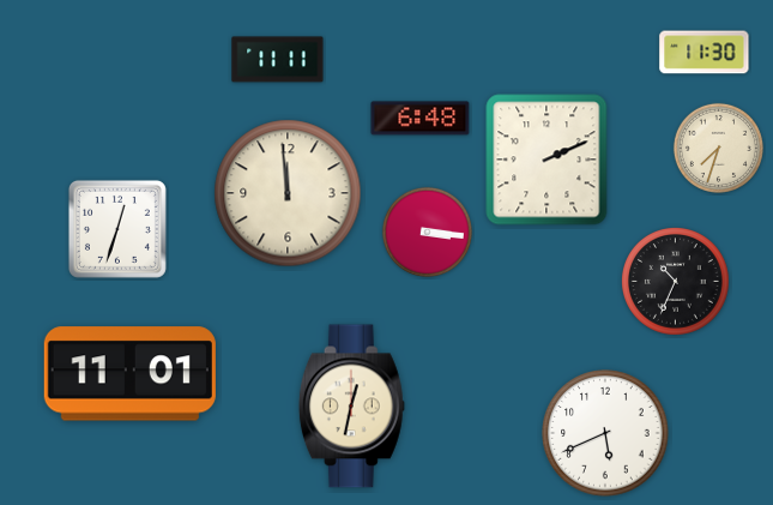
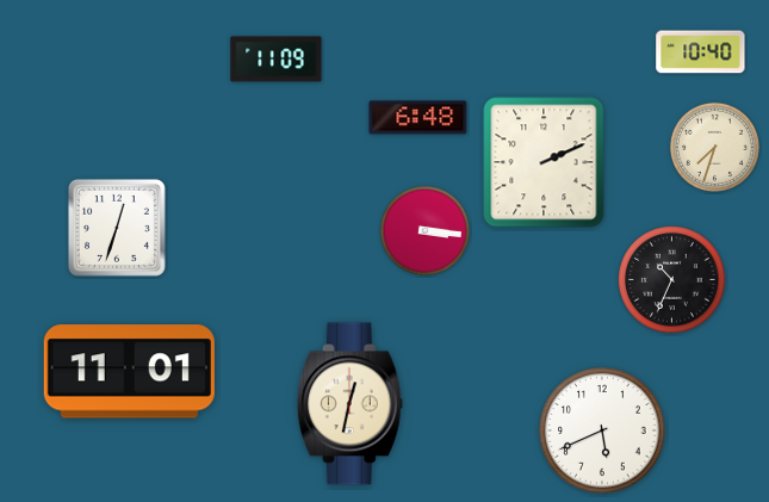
clock at (705, 53): 11:30 -> 10:40
clock at (278, 60): 11:11 -> 11:09
clock at (546, 160) position: (546, 160) -> (544, 162)
clock at (288, 193): 11:59 -> none
